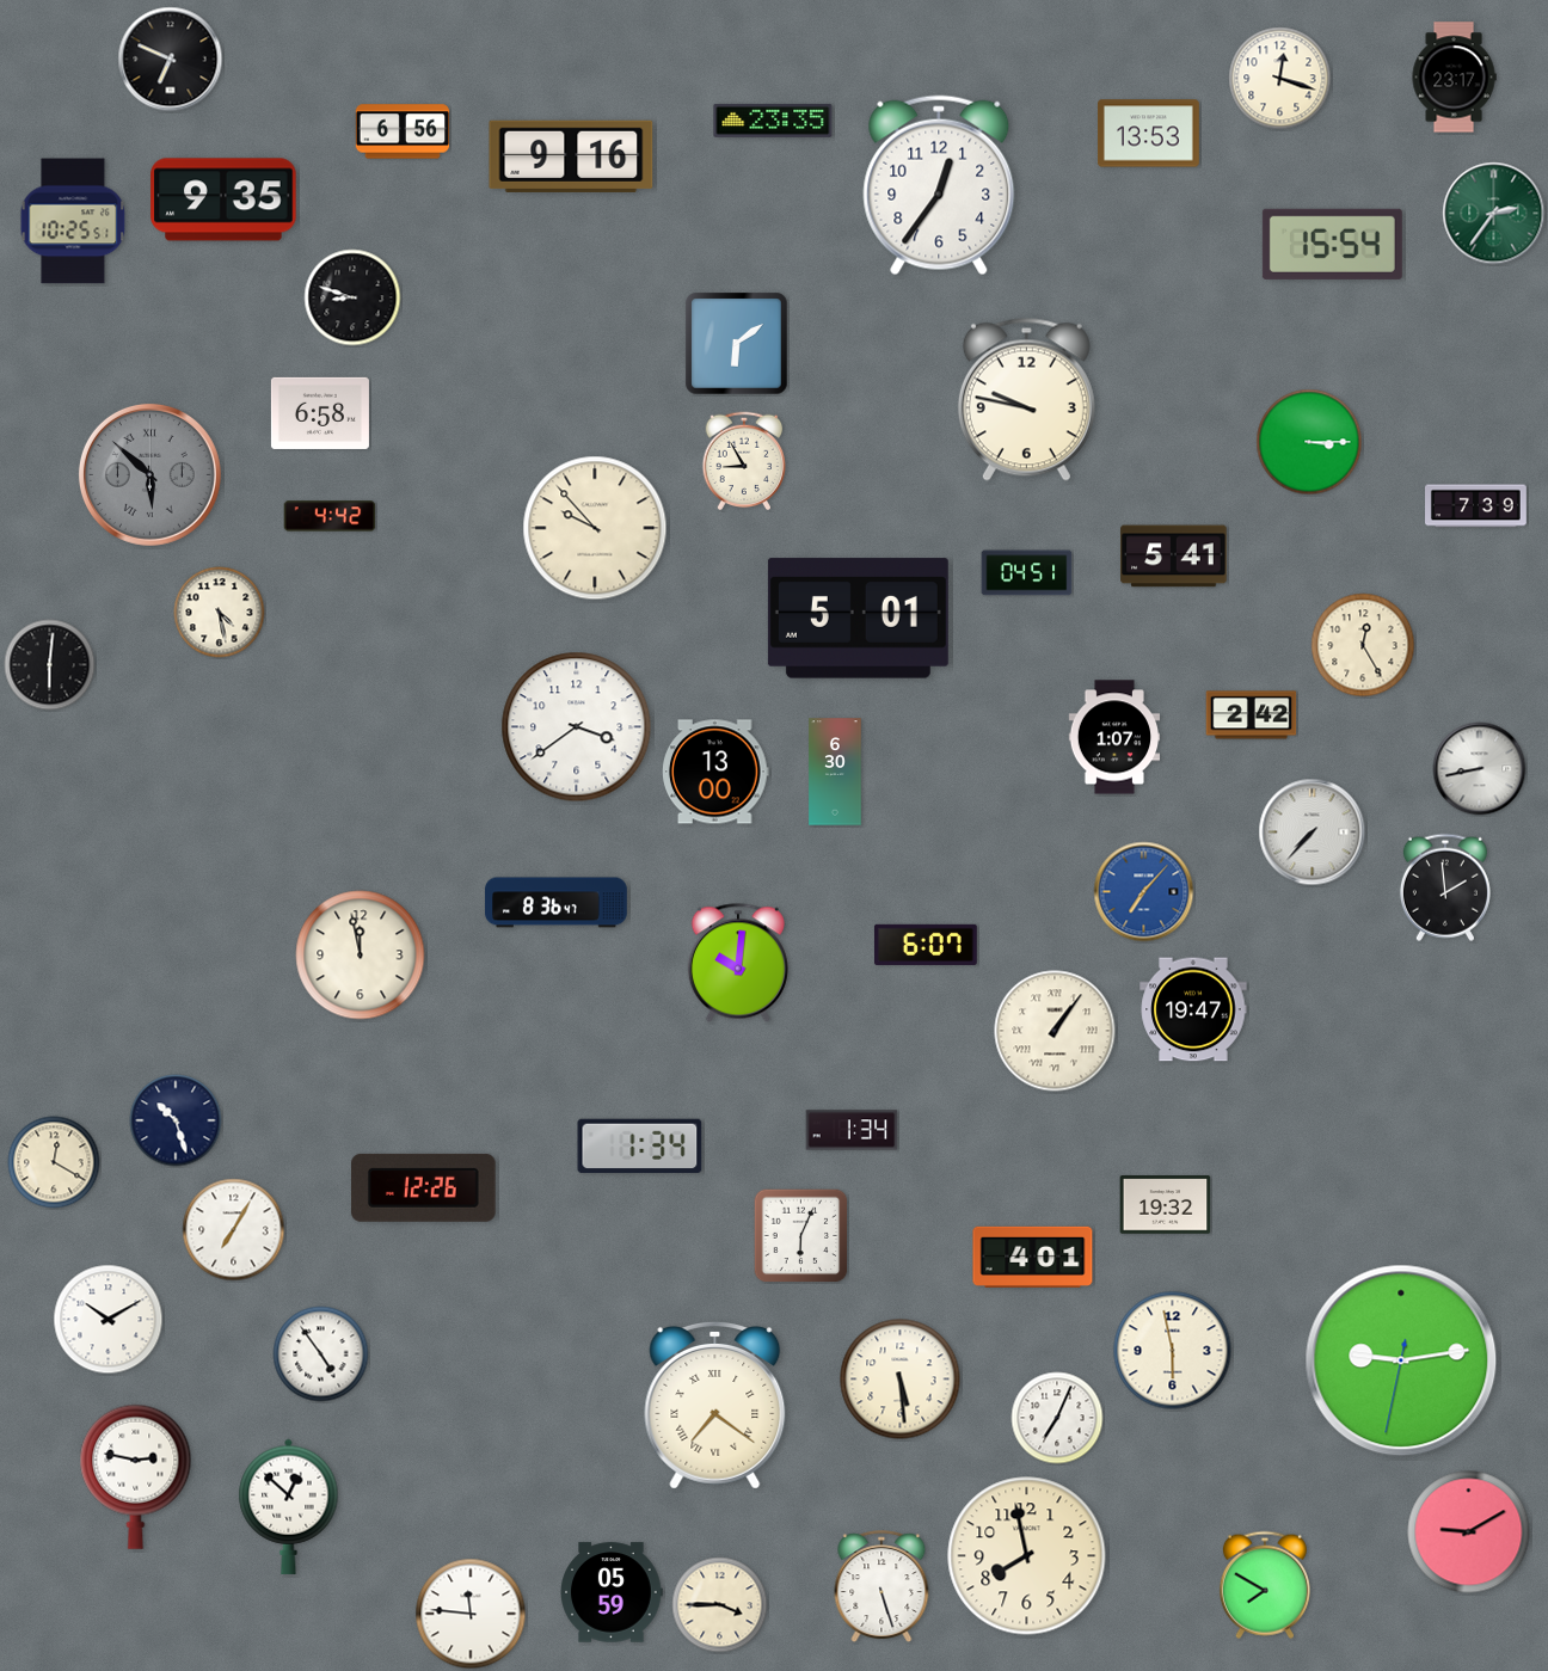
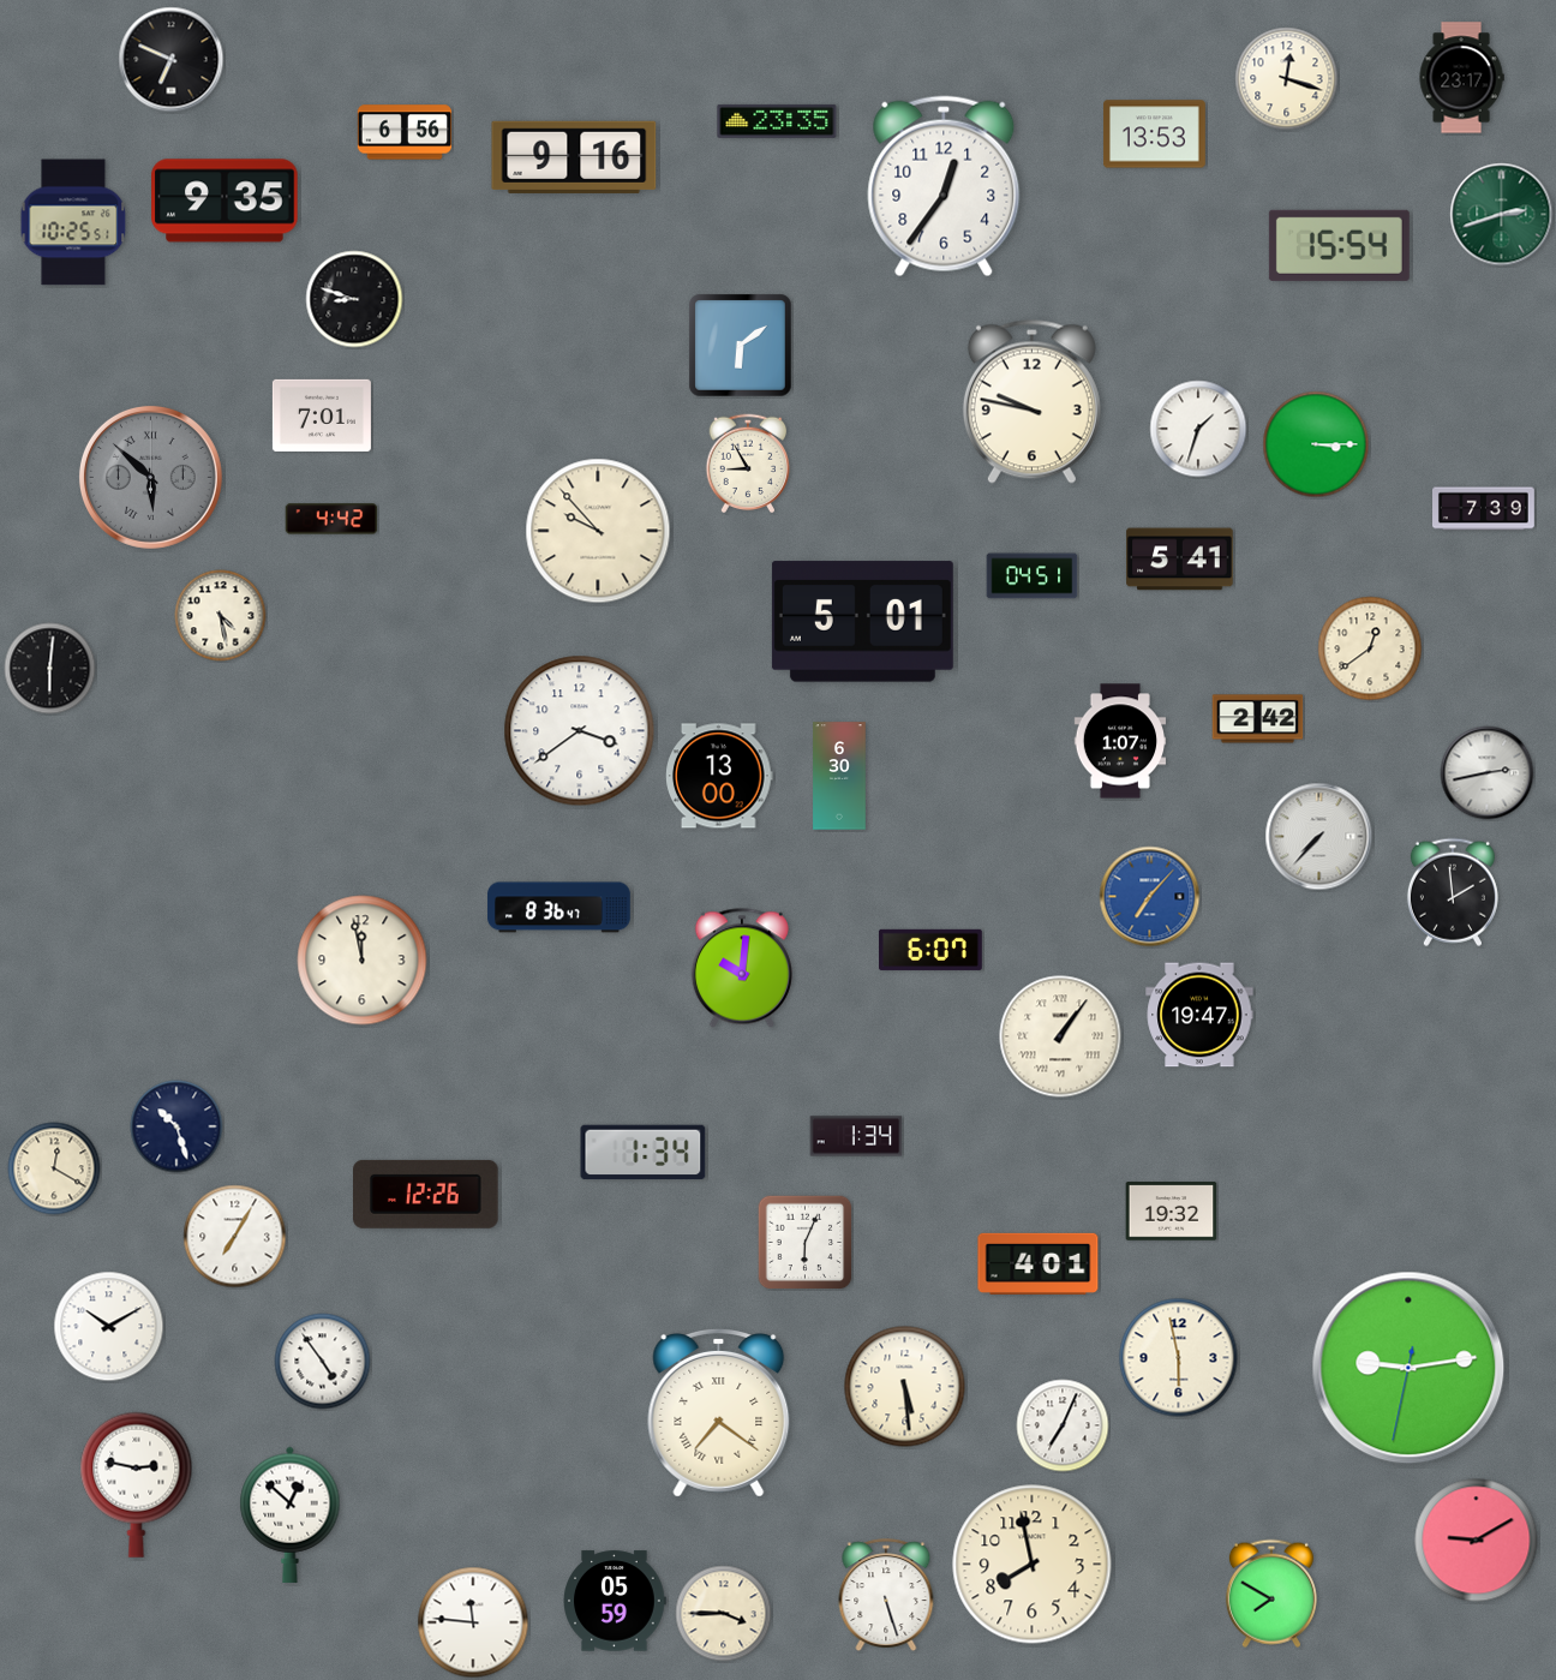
clock at (1494, 214): 2:36 -> 2:42
clock at (320, 413): 6:58 -> 7:01
clock at (1198, 429): none -> 1:33
clock at (1363, 645): 12:25 -> 12:39
clock at (1480, 769): 8:43 -> 2:43
